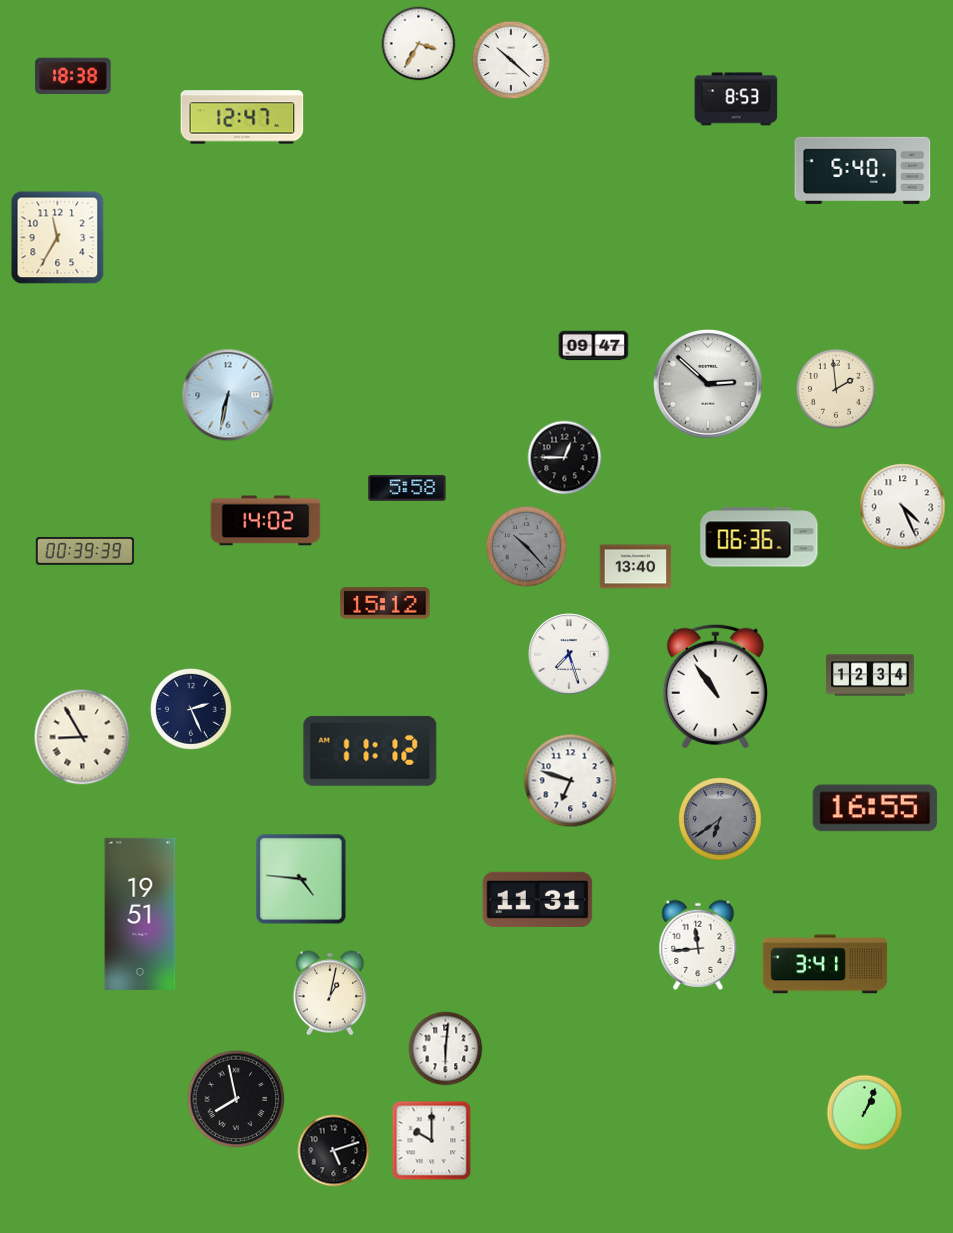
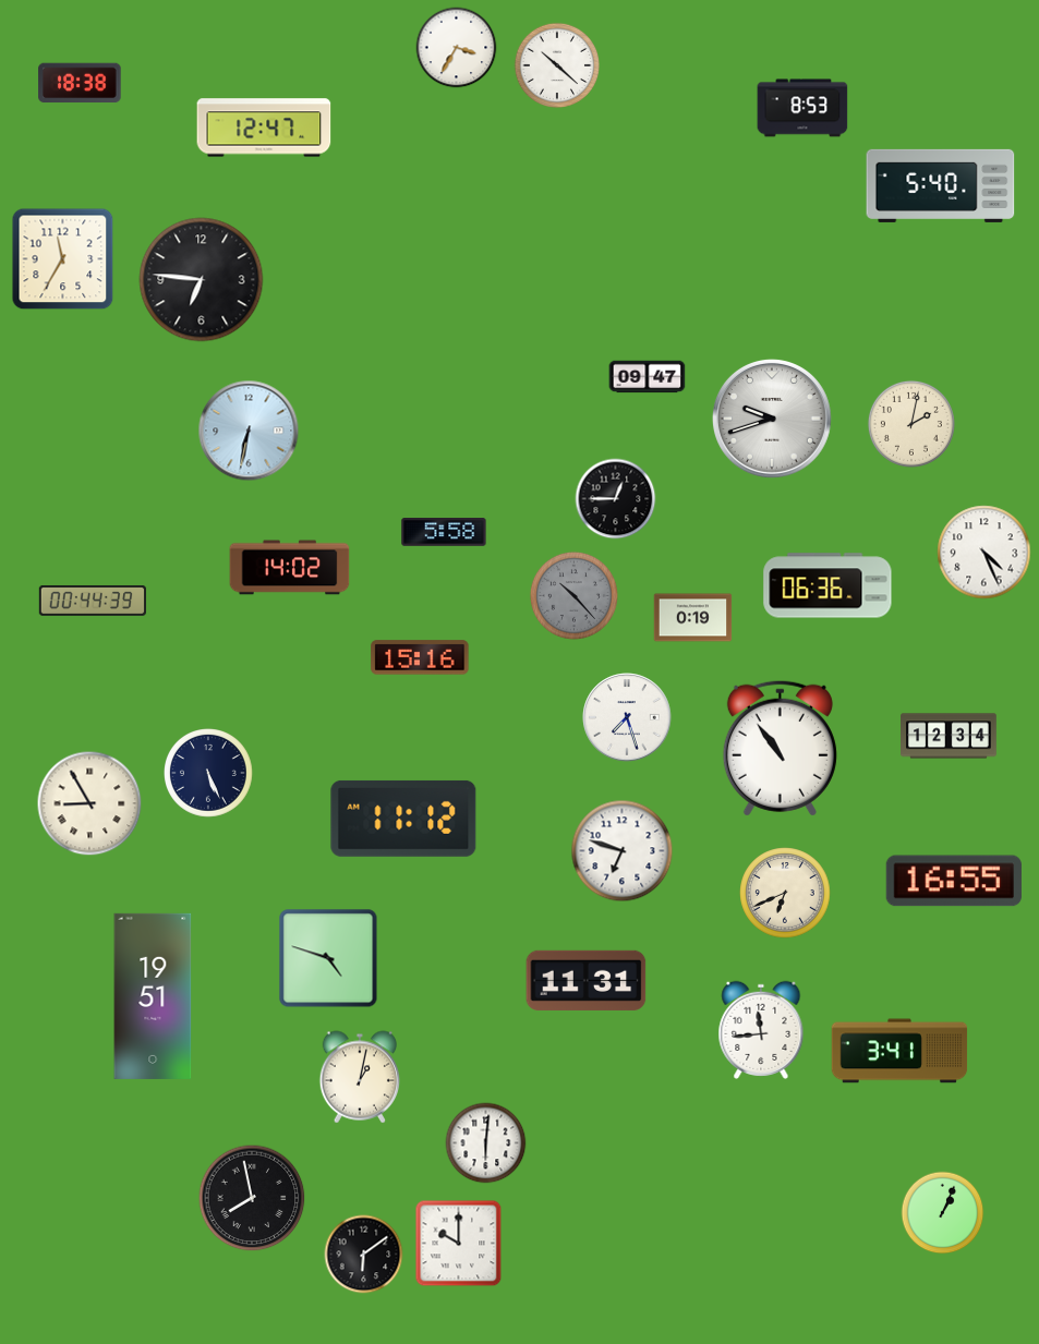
clock at (202, 280): none -> 6:46
clock at (708, 384): 2:52 -> 9:42
clock at (836, 389): 1:59 -> 2:02
clock at (85, 551): 00:39 -> 00:44
clock at (636, 567): 13:40 -> 0:19
clock at (385, 603): 15:12 -> 15:16
clock at (569, 654) position: (569, 654) -> (627, 717)
clock at (192, 710): 2:26 -> 5:26
clock at (720, 819): 6:39 -> 6:41
clock at (720, 819) dial: grey -> cream
clock at (301, 879): 4:46 -> 4:48
clock at (330, 993) position: (330, 993) -> (360, 1077)
clock at (236, 1099) position: (236, 1099) -> (252, 1198)
clock at (432, 1141) position: (432, 1141) -> (459, 1244)
clock at (334, 1151): 5:12 -> 6:09
